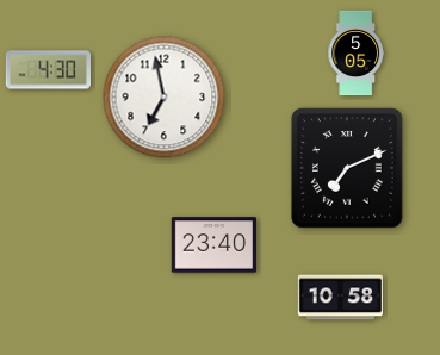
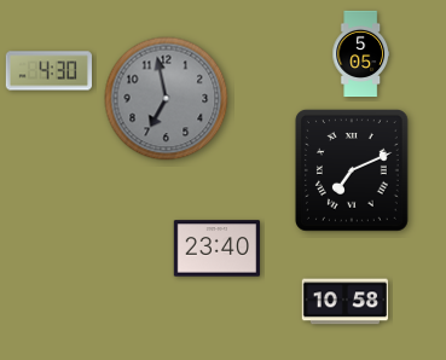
clock at (165, 98) dial: white -> grey
